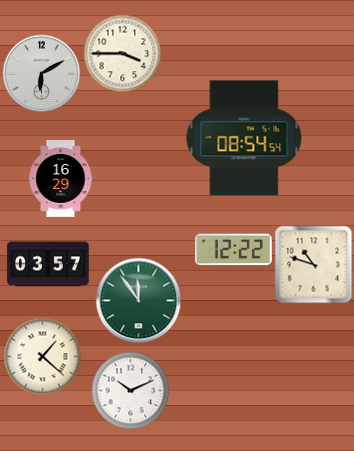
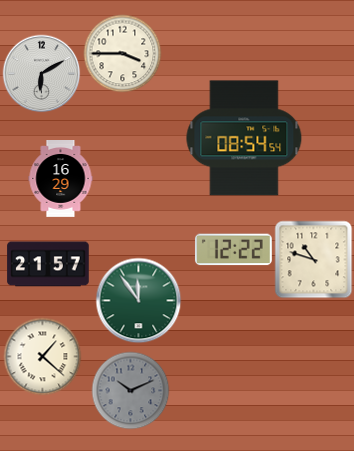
clock at (48, 264): 03:57 -> 21:57
clock at (313, 264) position: (313, 264) -> (313, 259)
clock at (130, 390) dial: white -> grey
